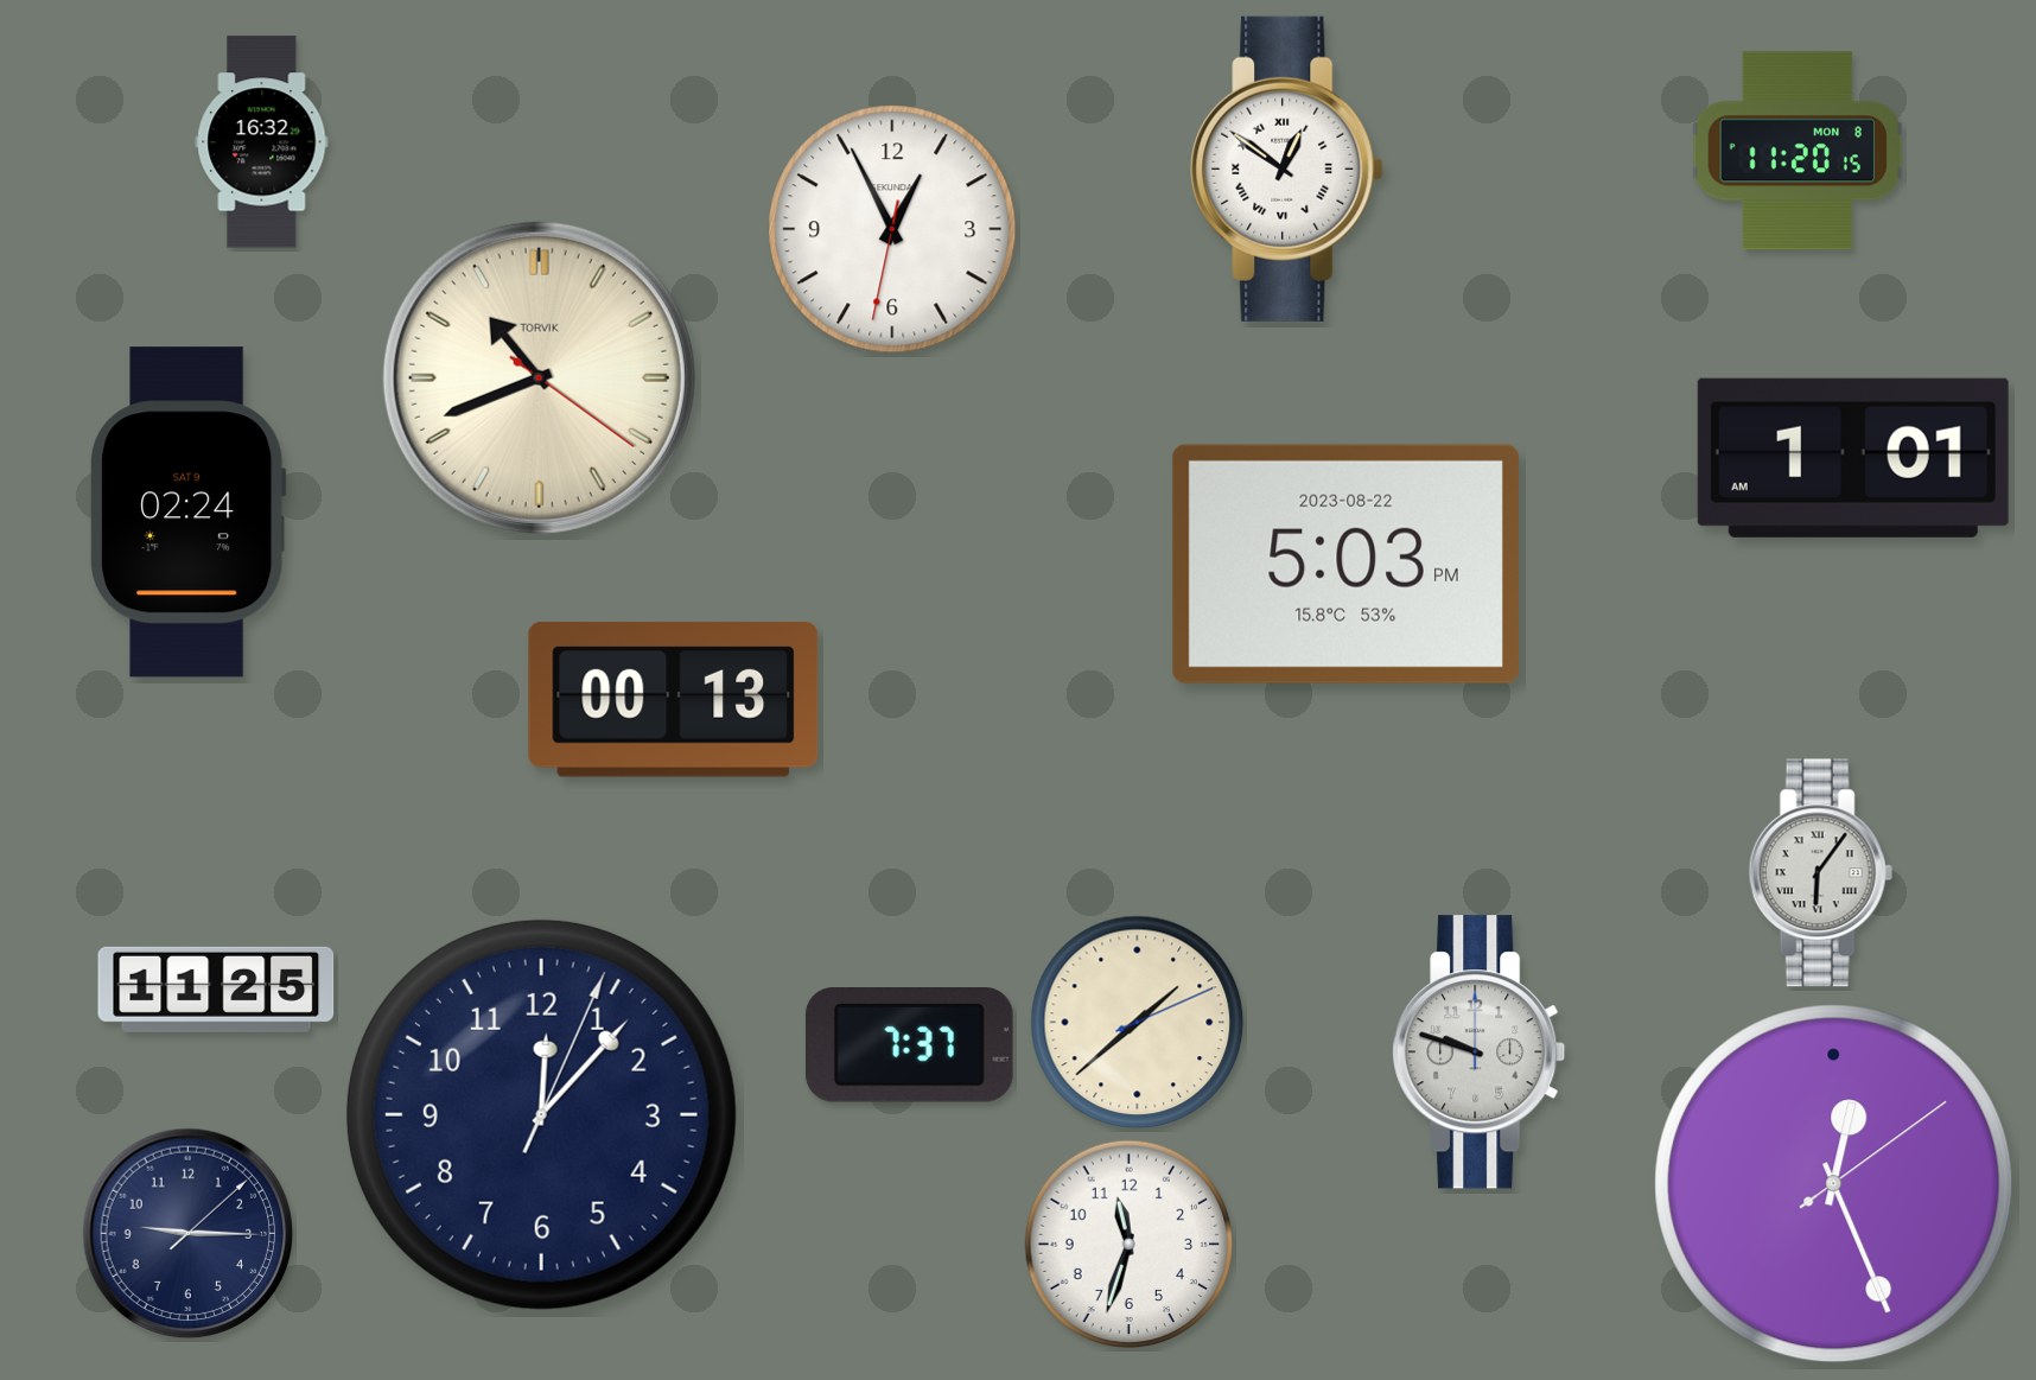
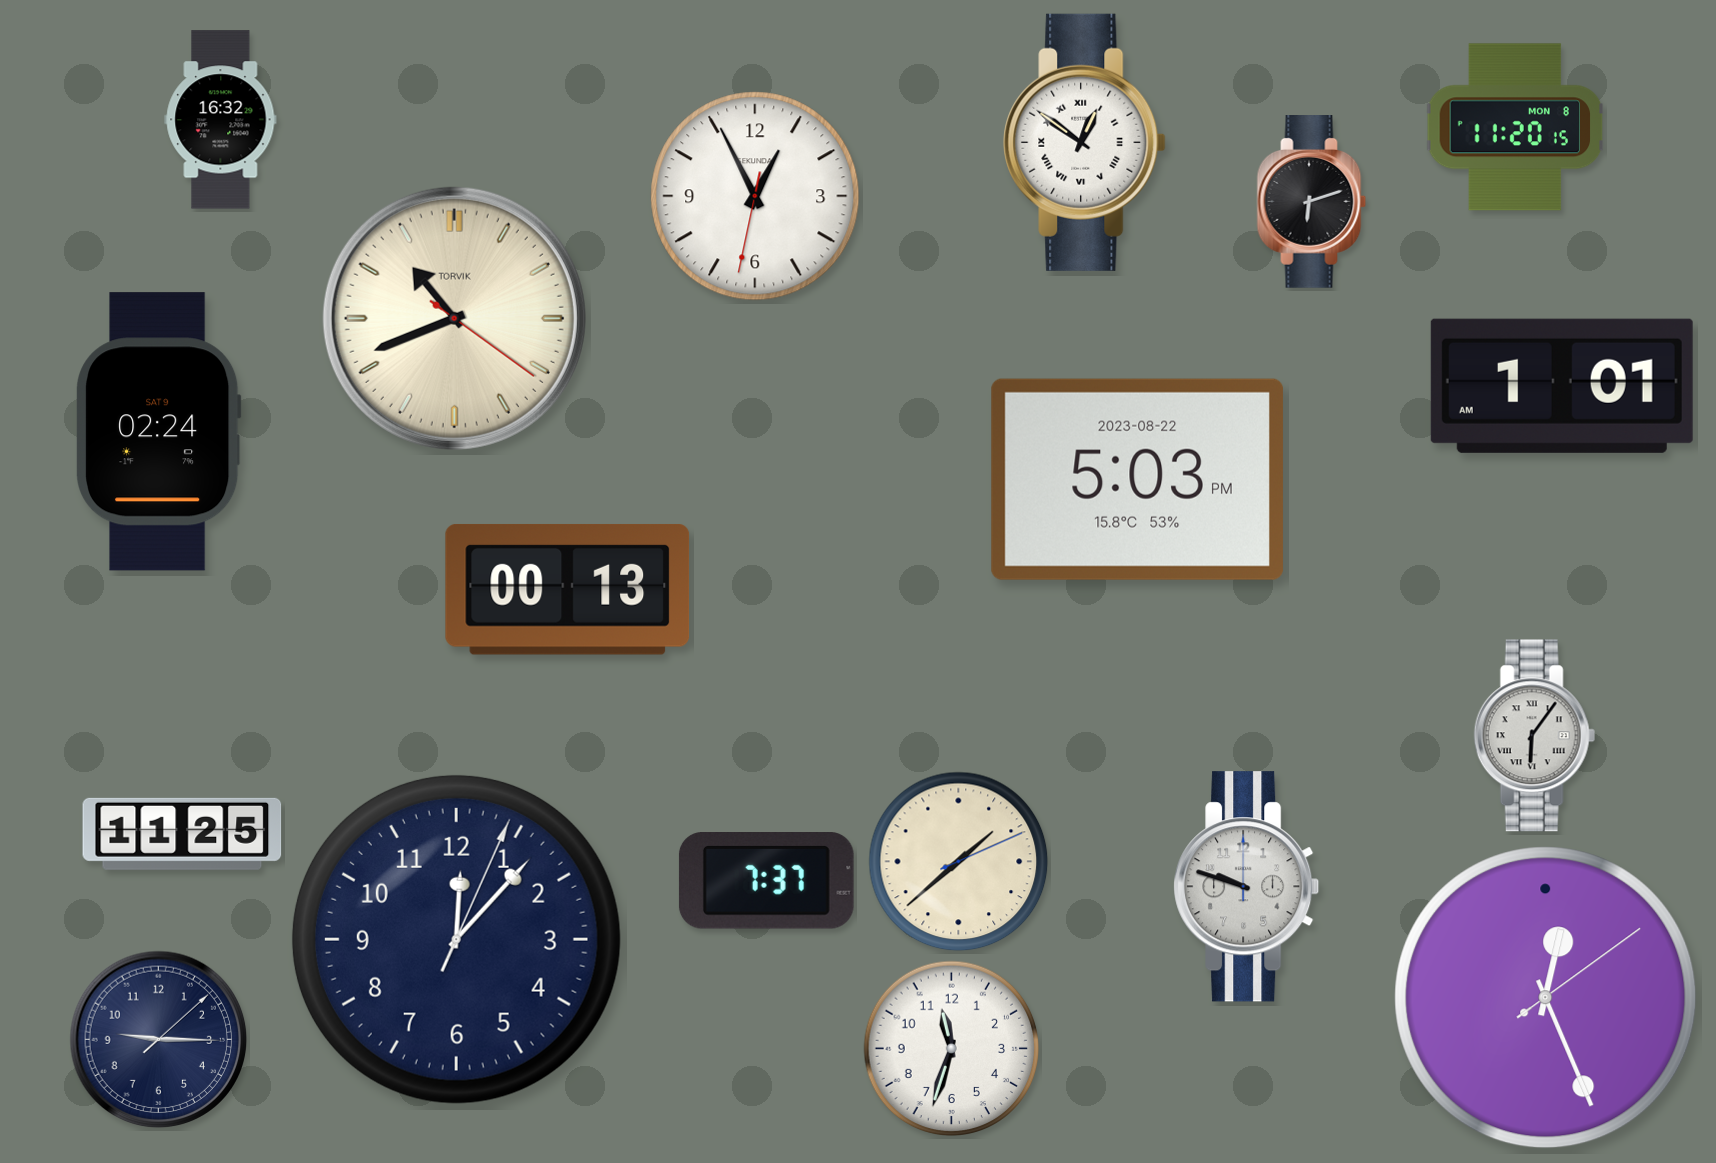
clock at (892, 229) position: (892, 229) -> (755, 196)
clock at (1312, 202): none -> 6:12
clock at (1345, 564) position: (1345, 564) -> (1137, 479)
